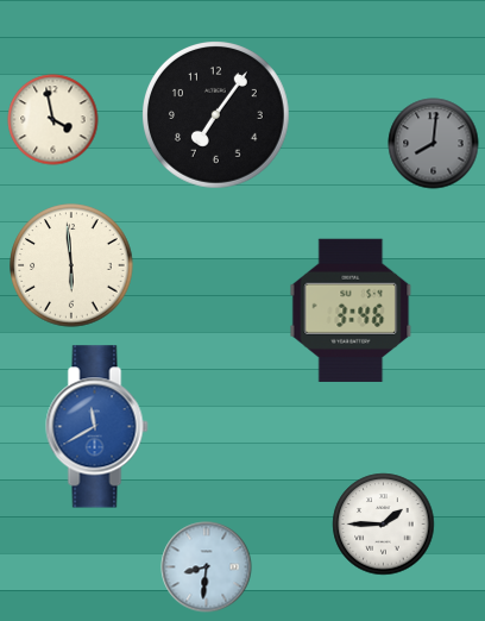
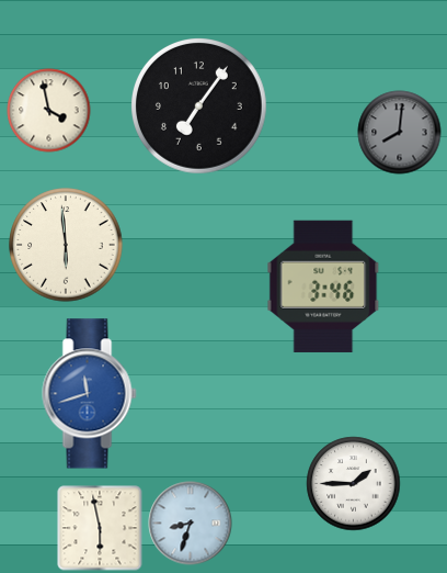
clock at (97, 427): 11:40 -> 11:42
clock at (207, 567): 8:31 -> 8:33
clock at (100, 528): none -> 5:58
